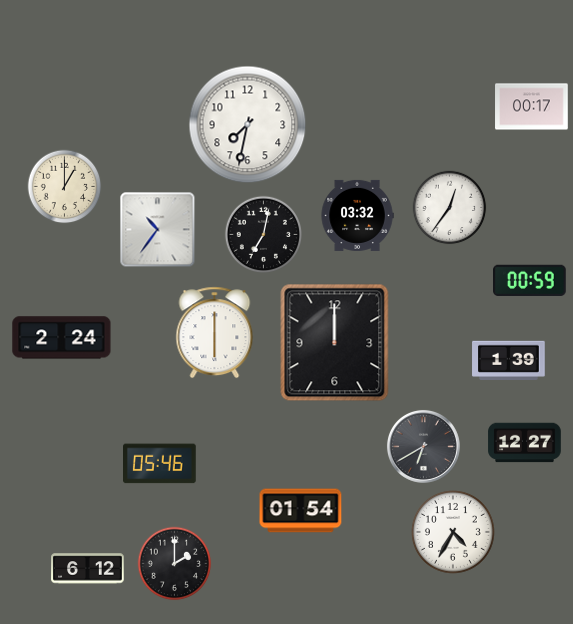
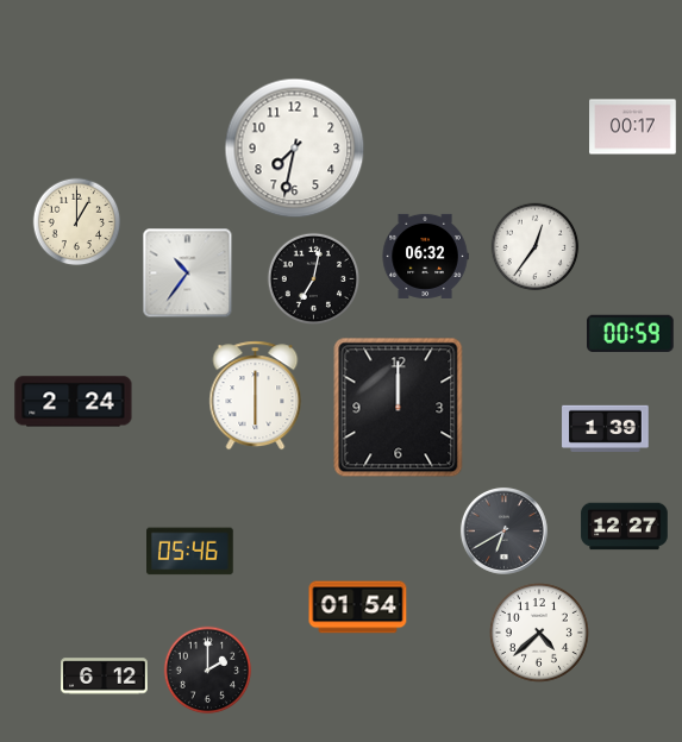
clock at (357, 215): 03:32 -> 06:32
clock at (453, 532): 4:35 -> 4:38
